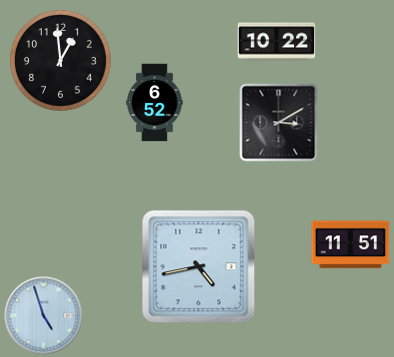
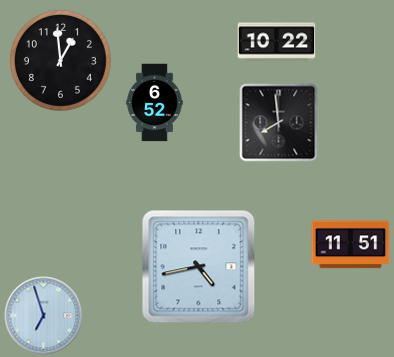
clock at (278, 122): 3:10 -> 7:59
clock at (43, 315): 4:57 -> 6:57
